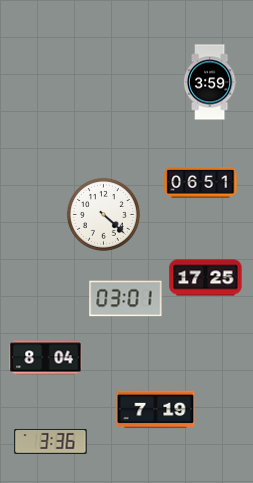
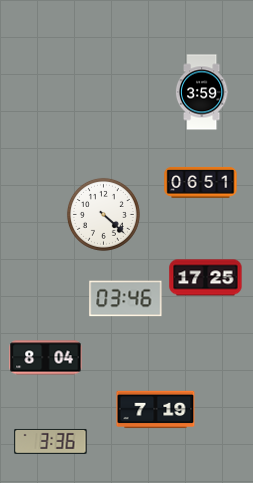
clock at (210, 82) position: (210, 82) -> (202, 92)
clock at (126, 299): 03:01 -> 03:46
